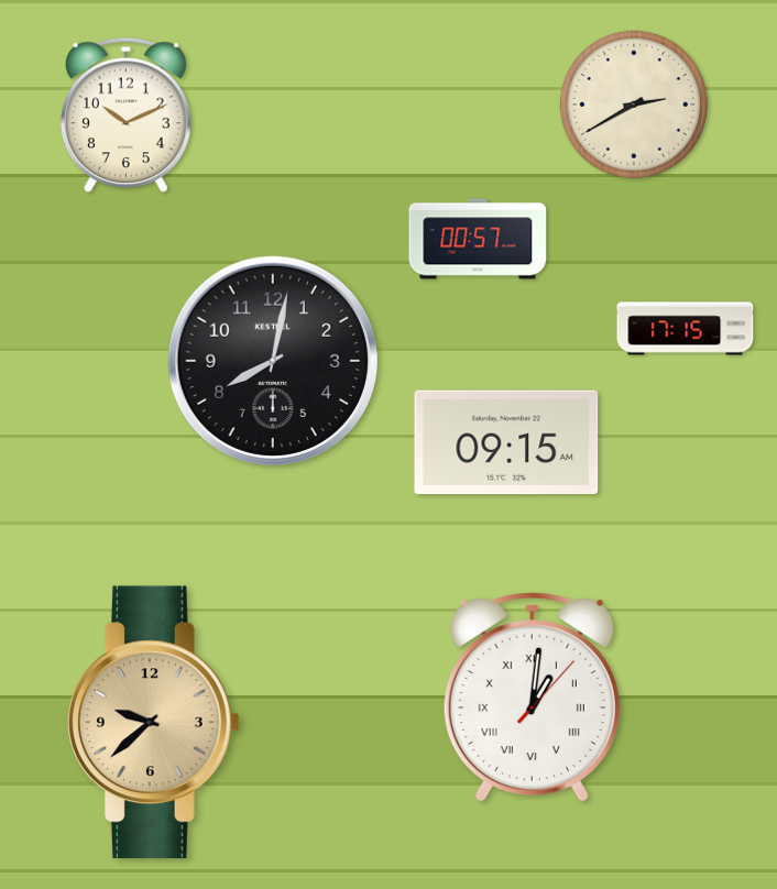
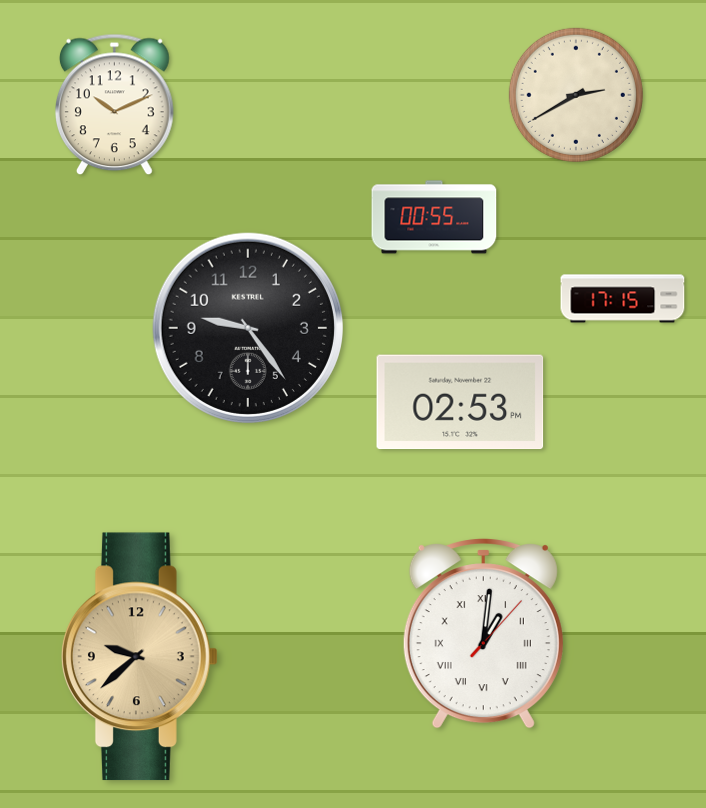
clock at (478, 239): 00:57 -> 00:55
clock at (273, 361): 8:02 -> 9:24
clock at (506, 442): 09:15 -> 02:53
